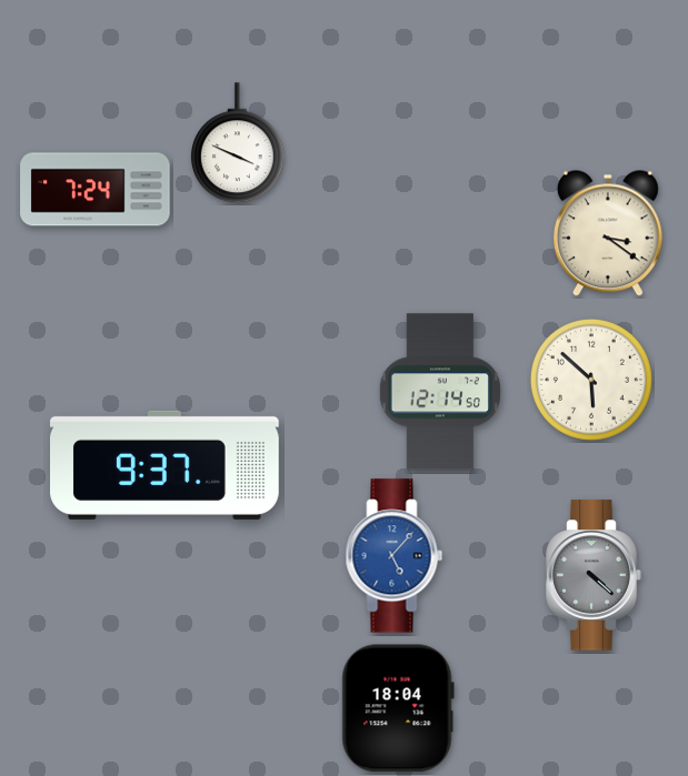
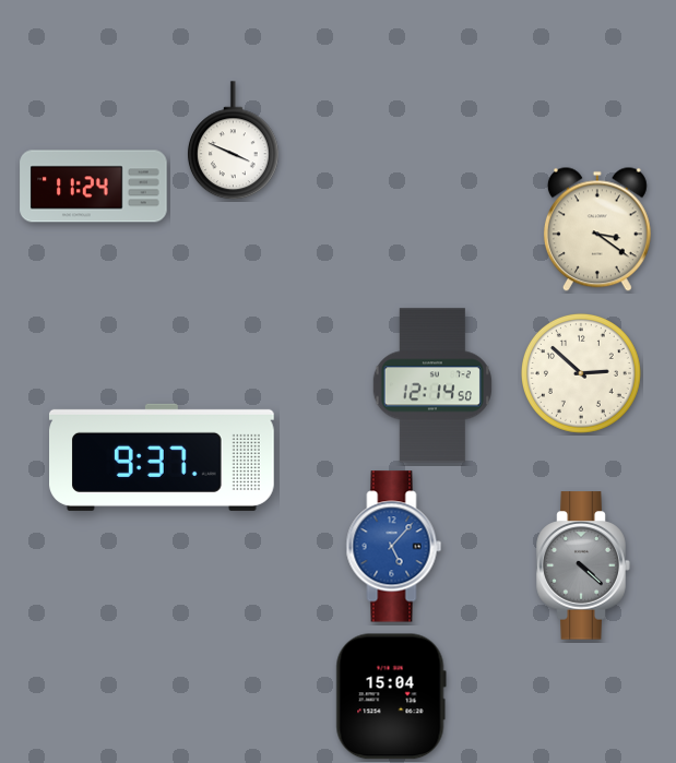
clock at (96, 190): 7:24 -> 11:24
clock at (591, 380): 5:52 -> 2:52
clock at (395, 556) position: (395, 556) -> (394, 547)
clock at (398, 708): 18:04 -> 15:04
